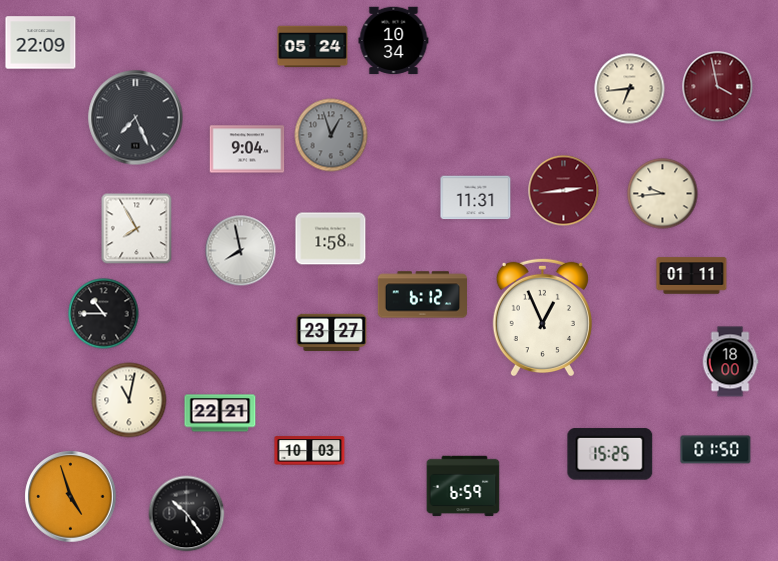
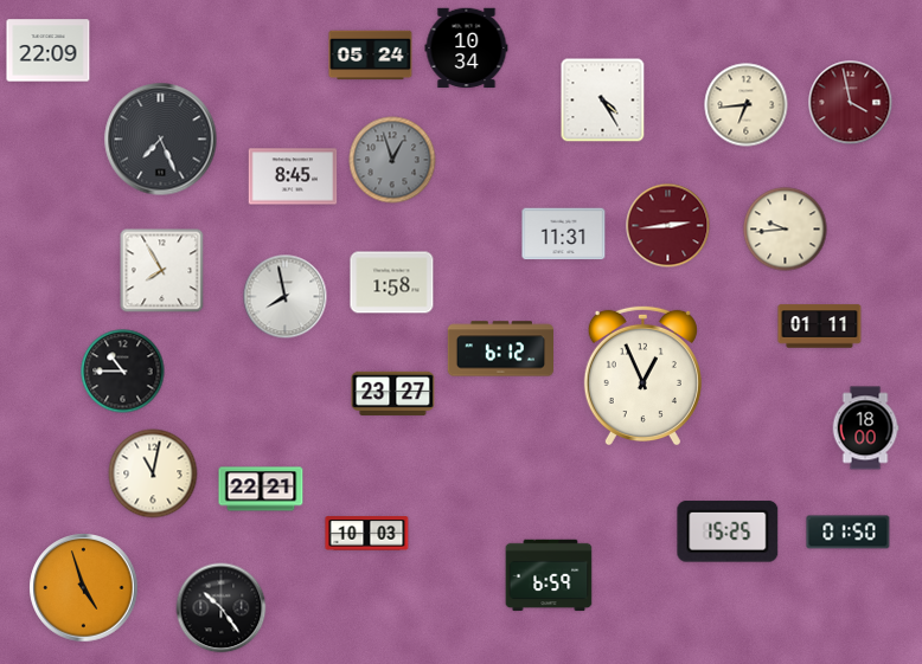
clock at (603, 101): none -> 4:25
clock at (247, 149): 9:04 -> 8:45
clock at (610, 454) position: (610, 454) -> (728, 531)
